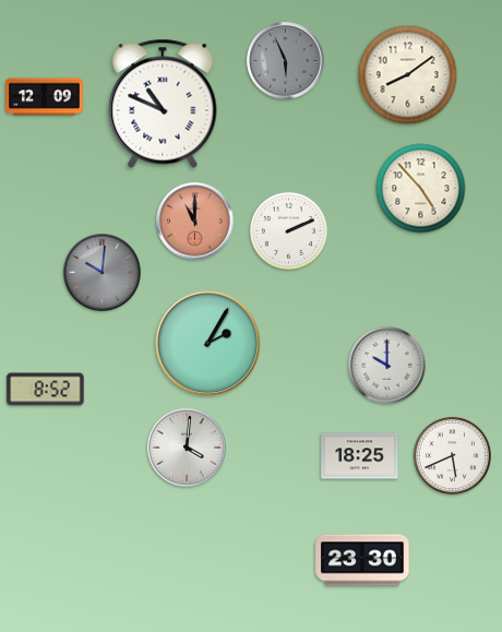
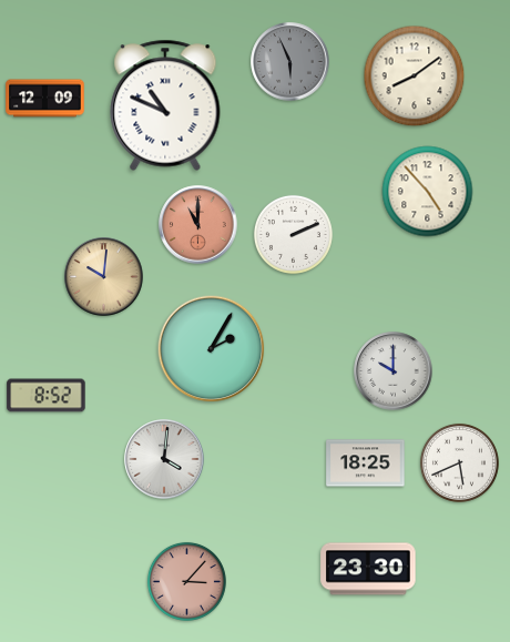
clock at (103, 273) dial: grey -> champagne
clock at (187, 448) position: (187, 448) -> (164, 459)
clock at (186, 581): none -> 3:07
